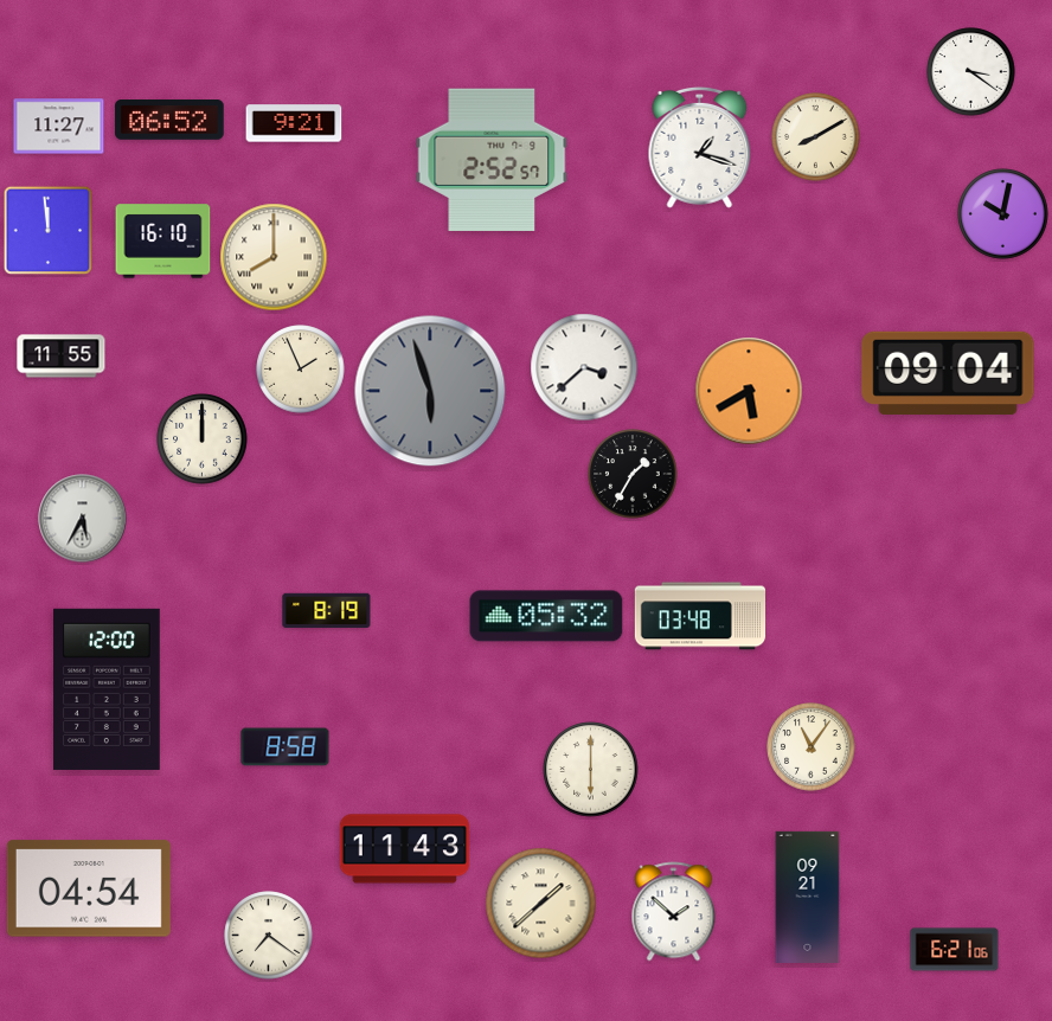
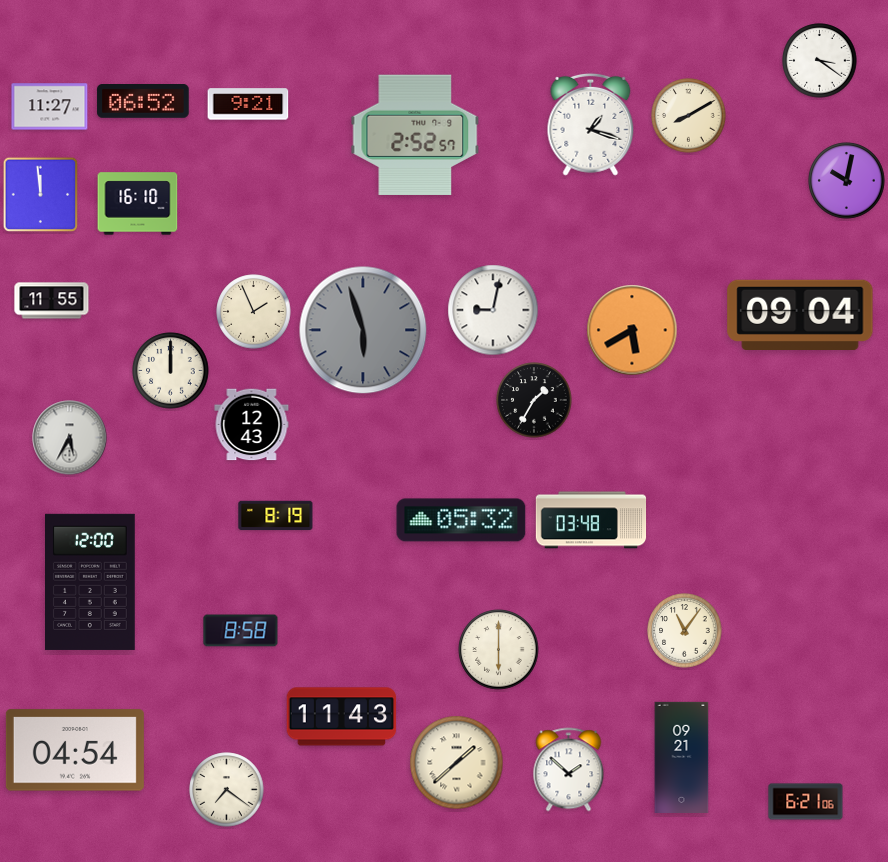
clock at (274, 257): 8:00 -> none
clock at (584, 367): 3:38 -> 9:02
clock at (252, 425): none -> 12:43
